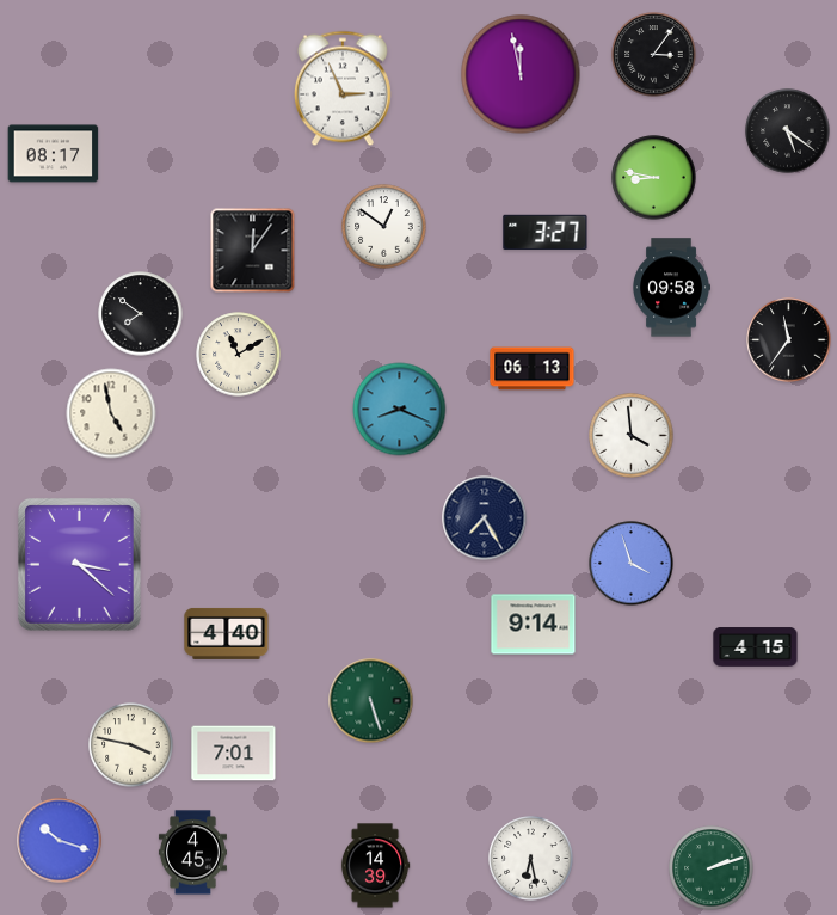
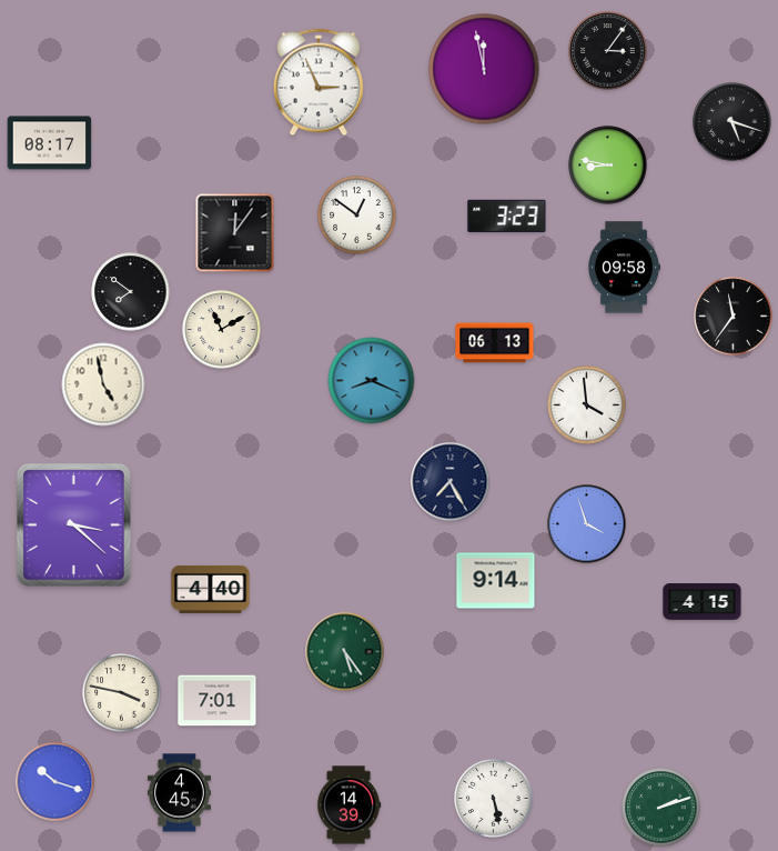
clock at (788, 131): 5:21 -> 5:18
clock at (384, 227) position: (384, 227) -> (357, 216)
clock at (546, 232): 3:27 -> 3:23
clock at (371, 701): 5:27 -> 5:24
clock at (531, 859): 6:28 -> 5:28
